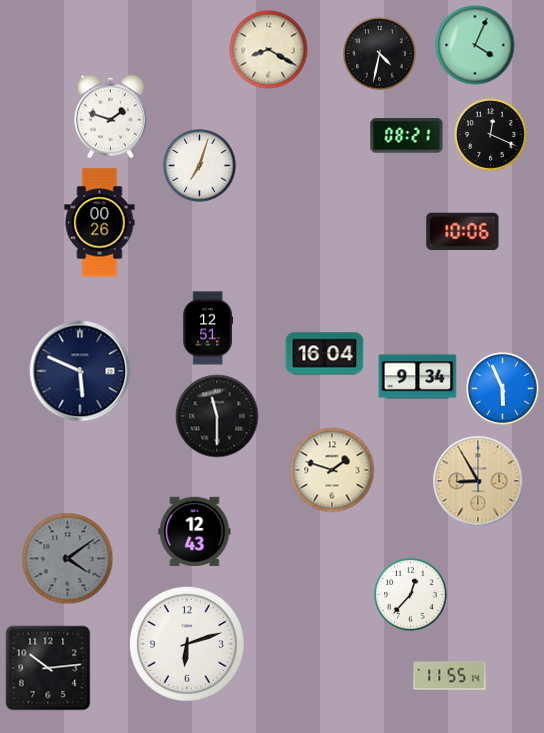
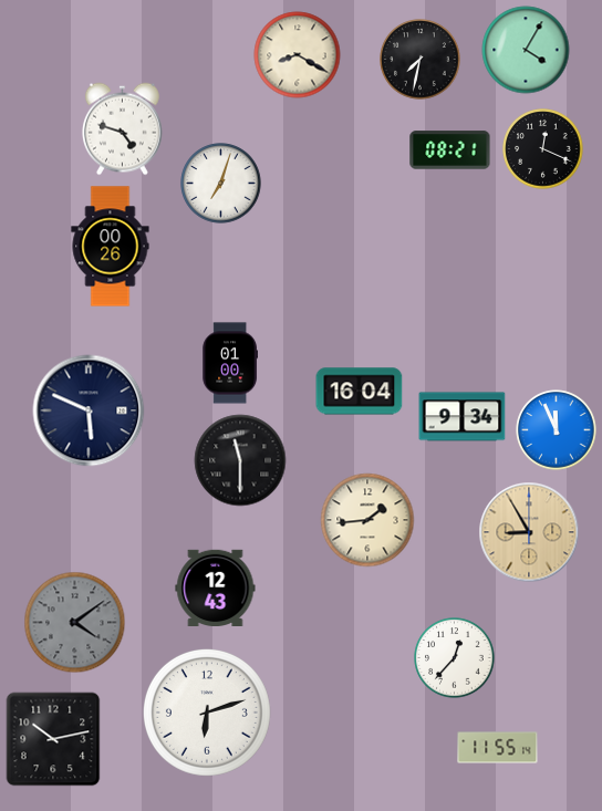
clock at (475, 45): 4:04 -> 4:05
clock at (380, 54): 4:32 -> 7:32
clock at (110, 117): 1:48 -> 4:48
clock at (463, 232): 10:06 -> none
clock at (207, 328): 12:51 -> 01:00
clock at (503, 389): 5:56 -> 11:56
clock at (332, 470): 1:48 -> 1:44
clock at (68, 559) position: (68, 559) -> (75, 623)
clock at (48, 668): 10:14 -> 10:13
